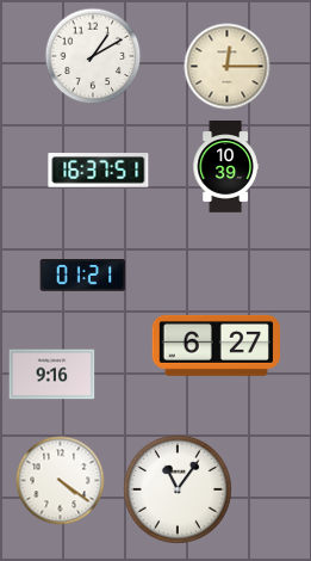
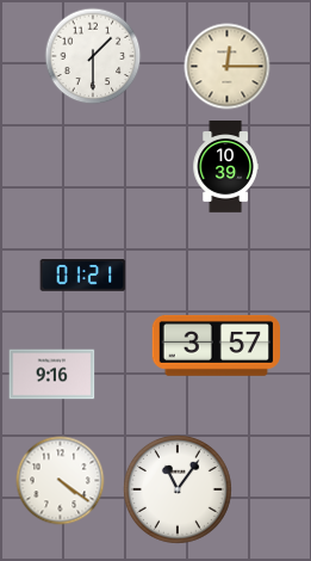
clock at (93, 56): 1:10 -> 1:30
clock at (99, 171): 16:37 -> none
clock at (216, 345): 6:27 -> 3:57
